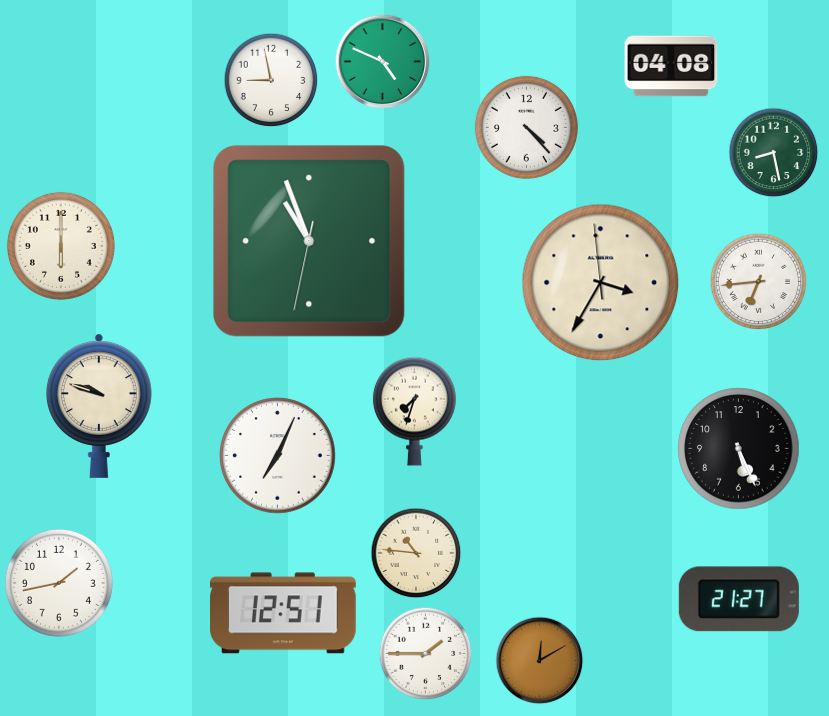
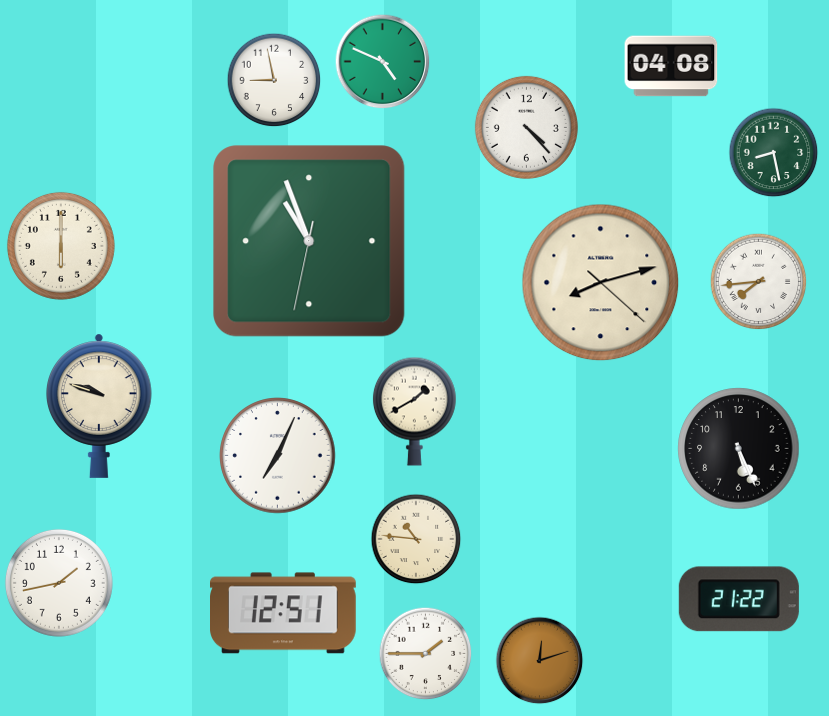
clock at (271, 80) position: (271, 80) -> (274, 80)
clock at (759, 282): 6:44 -> 7:44
clock at (601, 283): 3:34 -> 8:12
clock at (414, 411): 7:33 -> 1:40
clock at (416, 553) position: (416, 553) -> (416, 539)
clock at (739, 599): 21:27 -> 21:22
clock at (540, 661): 12:10 -> 12:12
